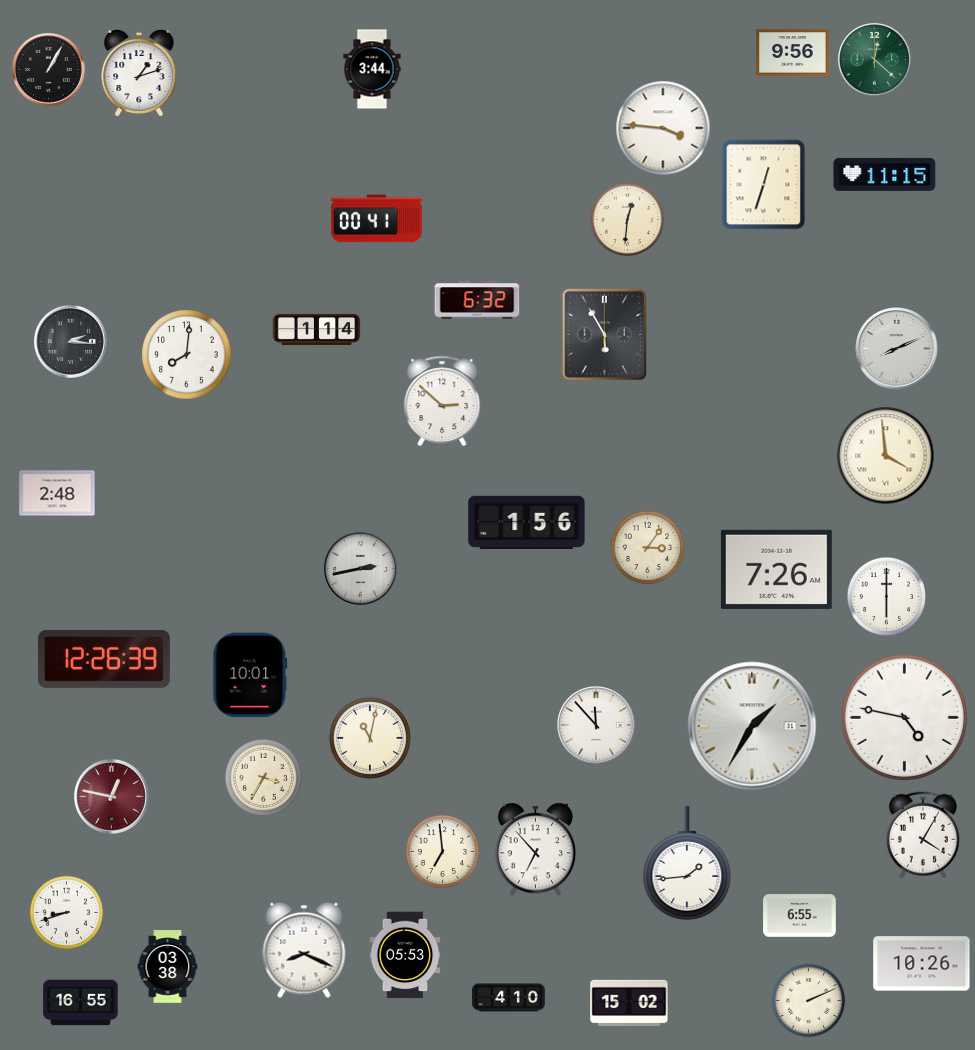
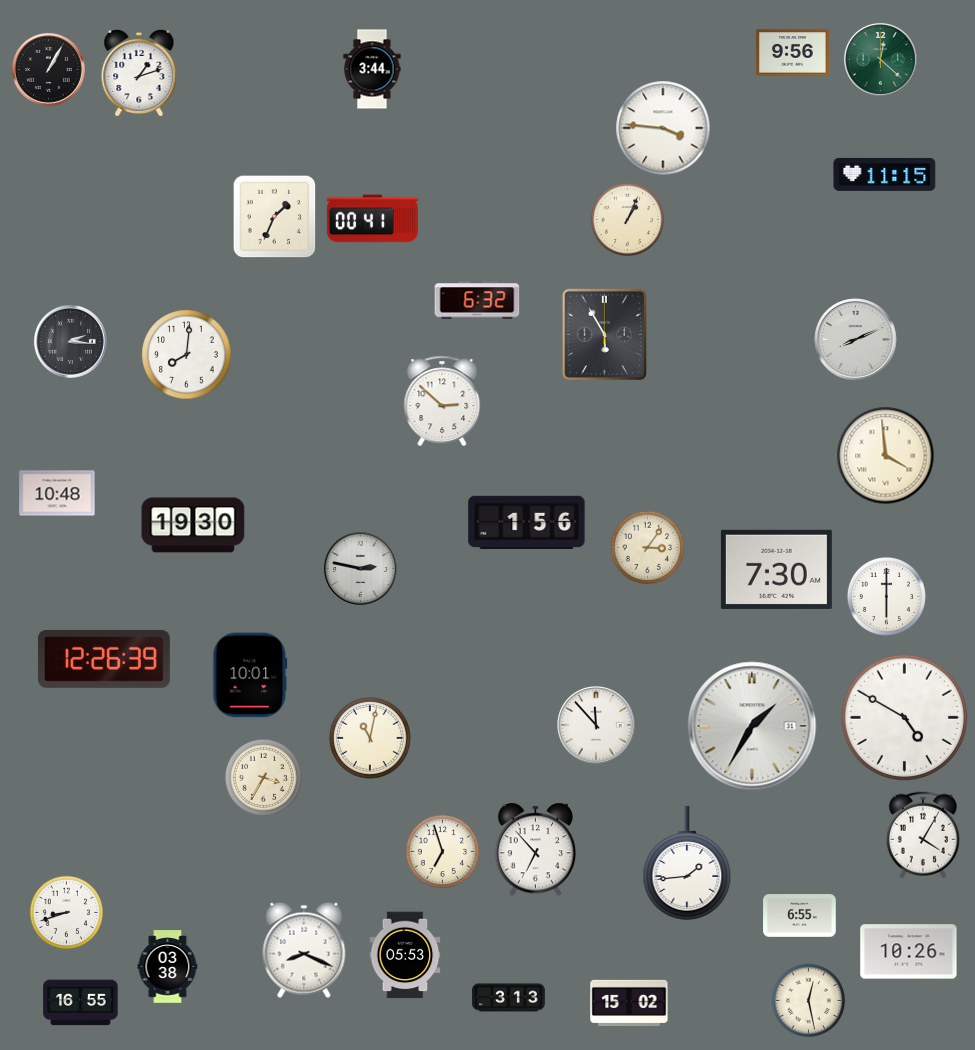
clock at (874, 59) position: (874, 59) -> (880, 59)
clock at (764, 185): 12:33 -> none
clock at (275, 217): none -> 1:34
clock at (376, 219) position: (376, 219) -> (372, 219)
clock at (628, 220): 12:31 -> 1:04
clock at (317, 329): 1:14 -> none
clock at (897, 349) position: (897, 349) -> (856, 340)
clock at (57, 493): 2:48 -> 10:48
clock at (193, 525): none -> 19:30
clock at (360, 568): 2:43 -> 2:47
clock at (776, 569): 7:26 -> 7:30
clock at (904, 717): 4:47 -> 4:50
clock at (111, 796): 12:47 -> none
clock at (443, 852): 6:59 -> 6:57
clock at (922, 964) position: (922, 964) -> (909, 952)
clock at (509, 998): 4:10 -> 3:13
clock at (809, 1001): 2:11 -> 12:28
